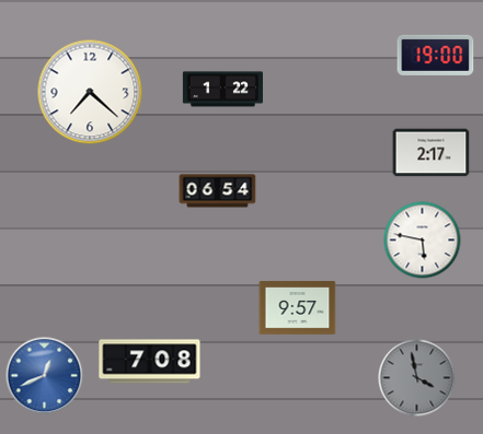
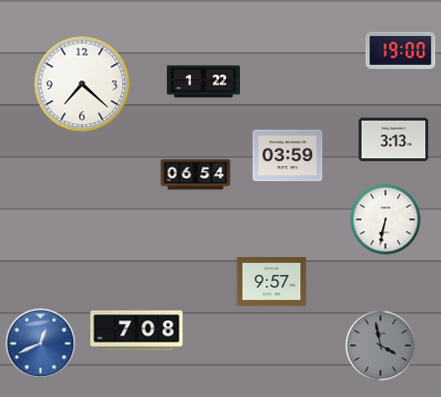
clock at (436, 55) position: (436, 55) -> (401, 50)
clock at (432, 153): 2:17 -> 3:13
clock at (288, 156): none -> 03:59
clock at (218, 191) position: (218, 191) -> (196, 175)
clock at (423, 241): 5:47 -> 6:32
